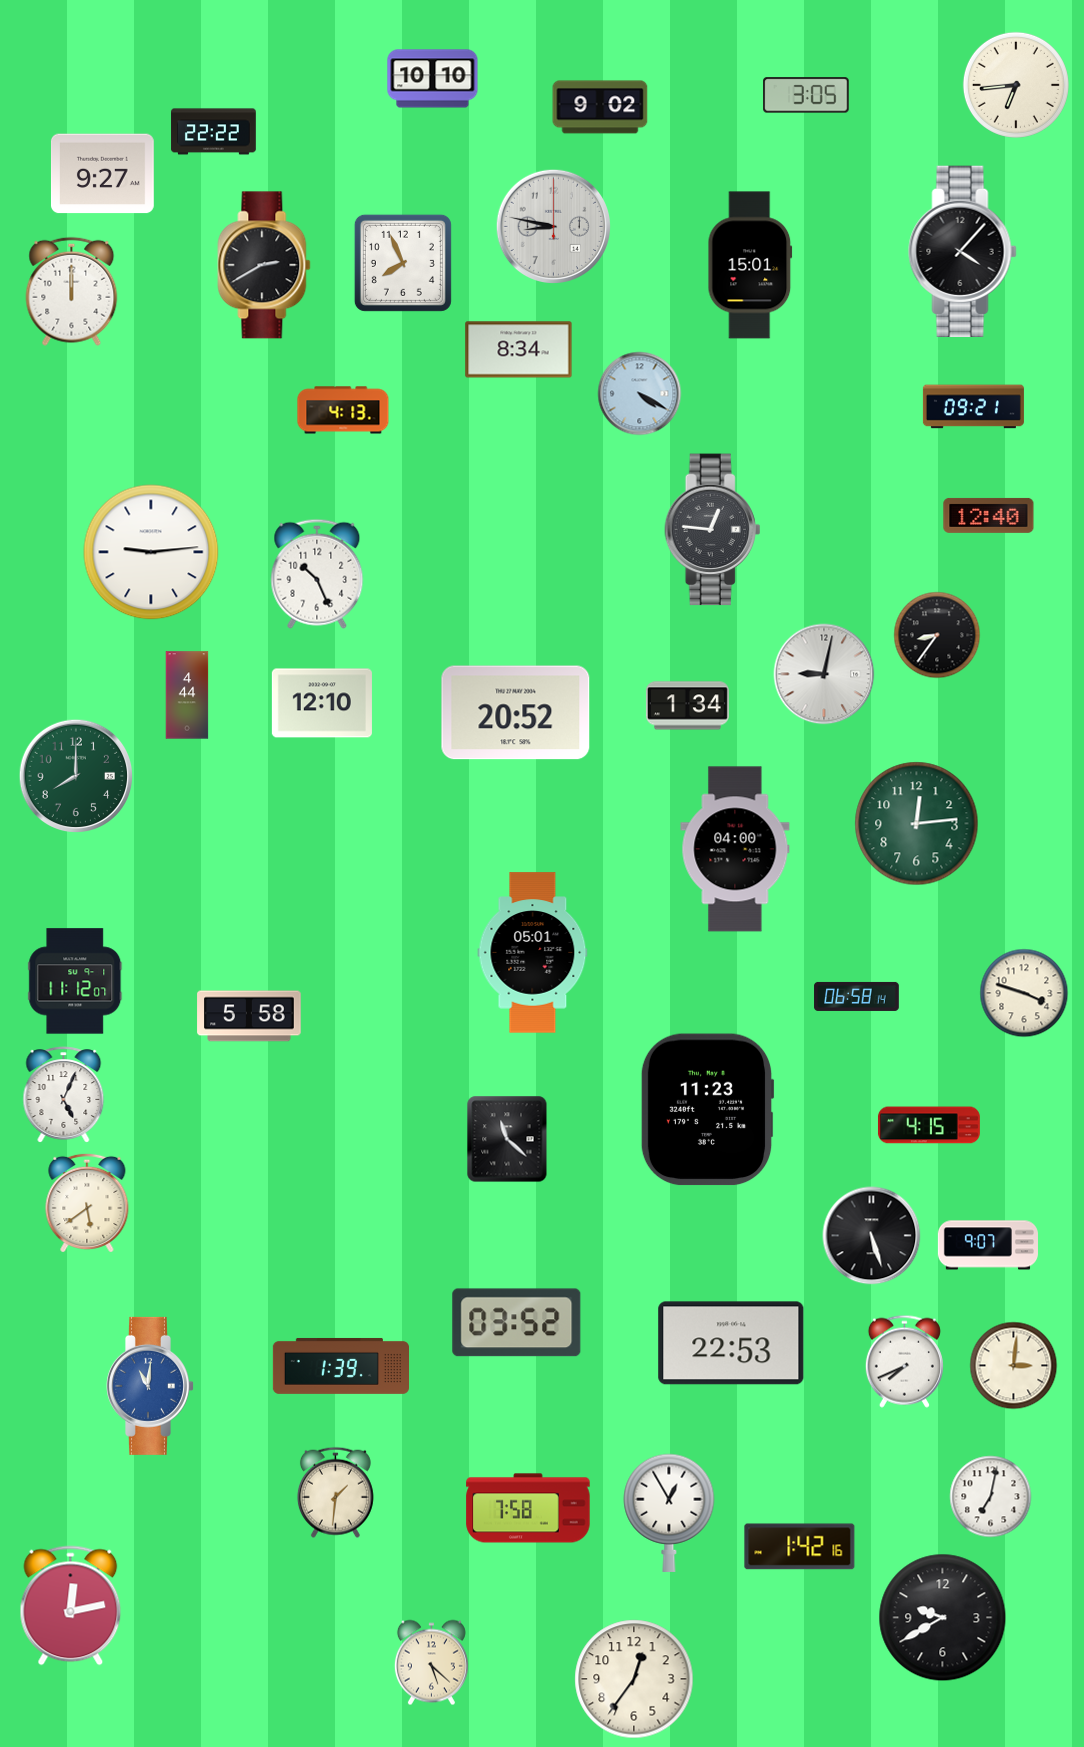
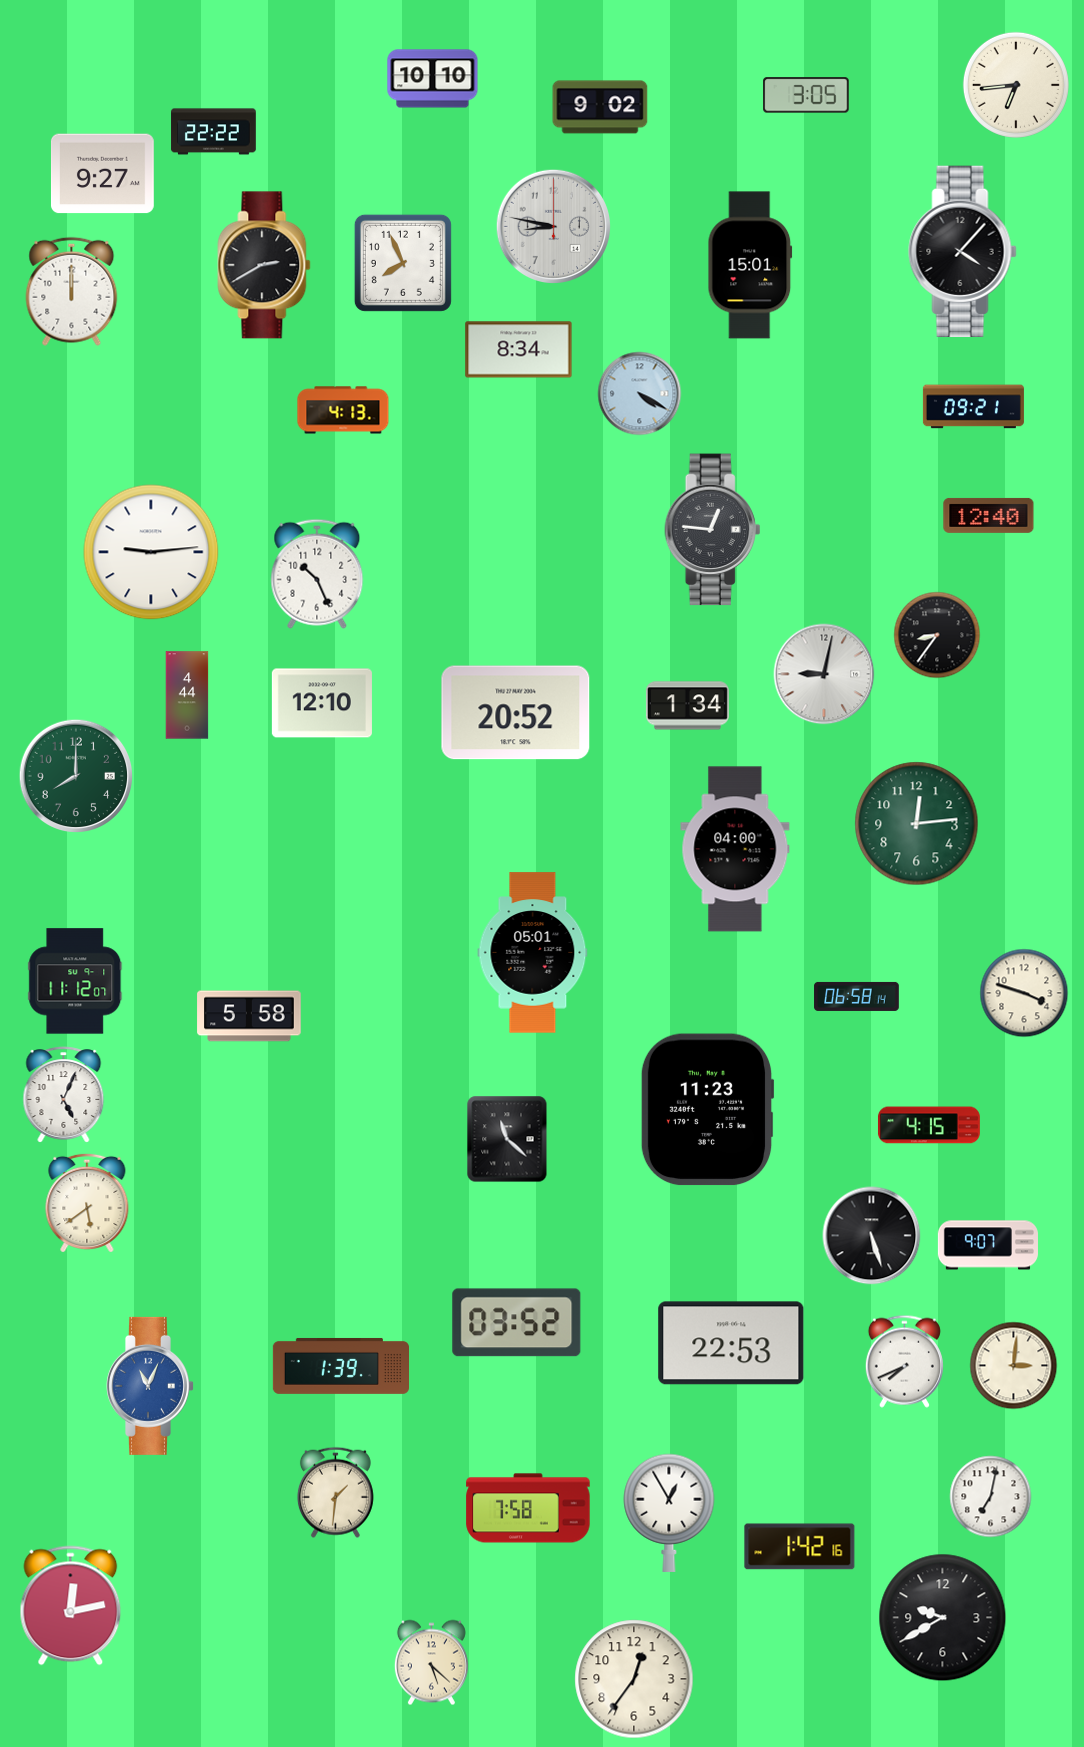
clock at (151, 1386): 11:01 -> 11:04
